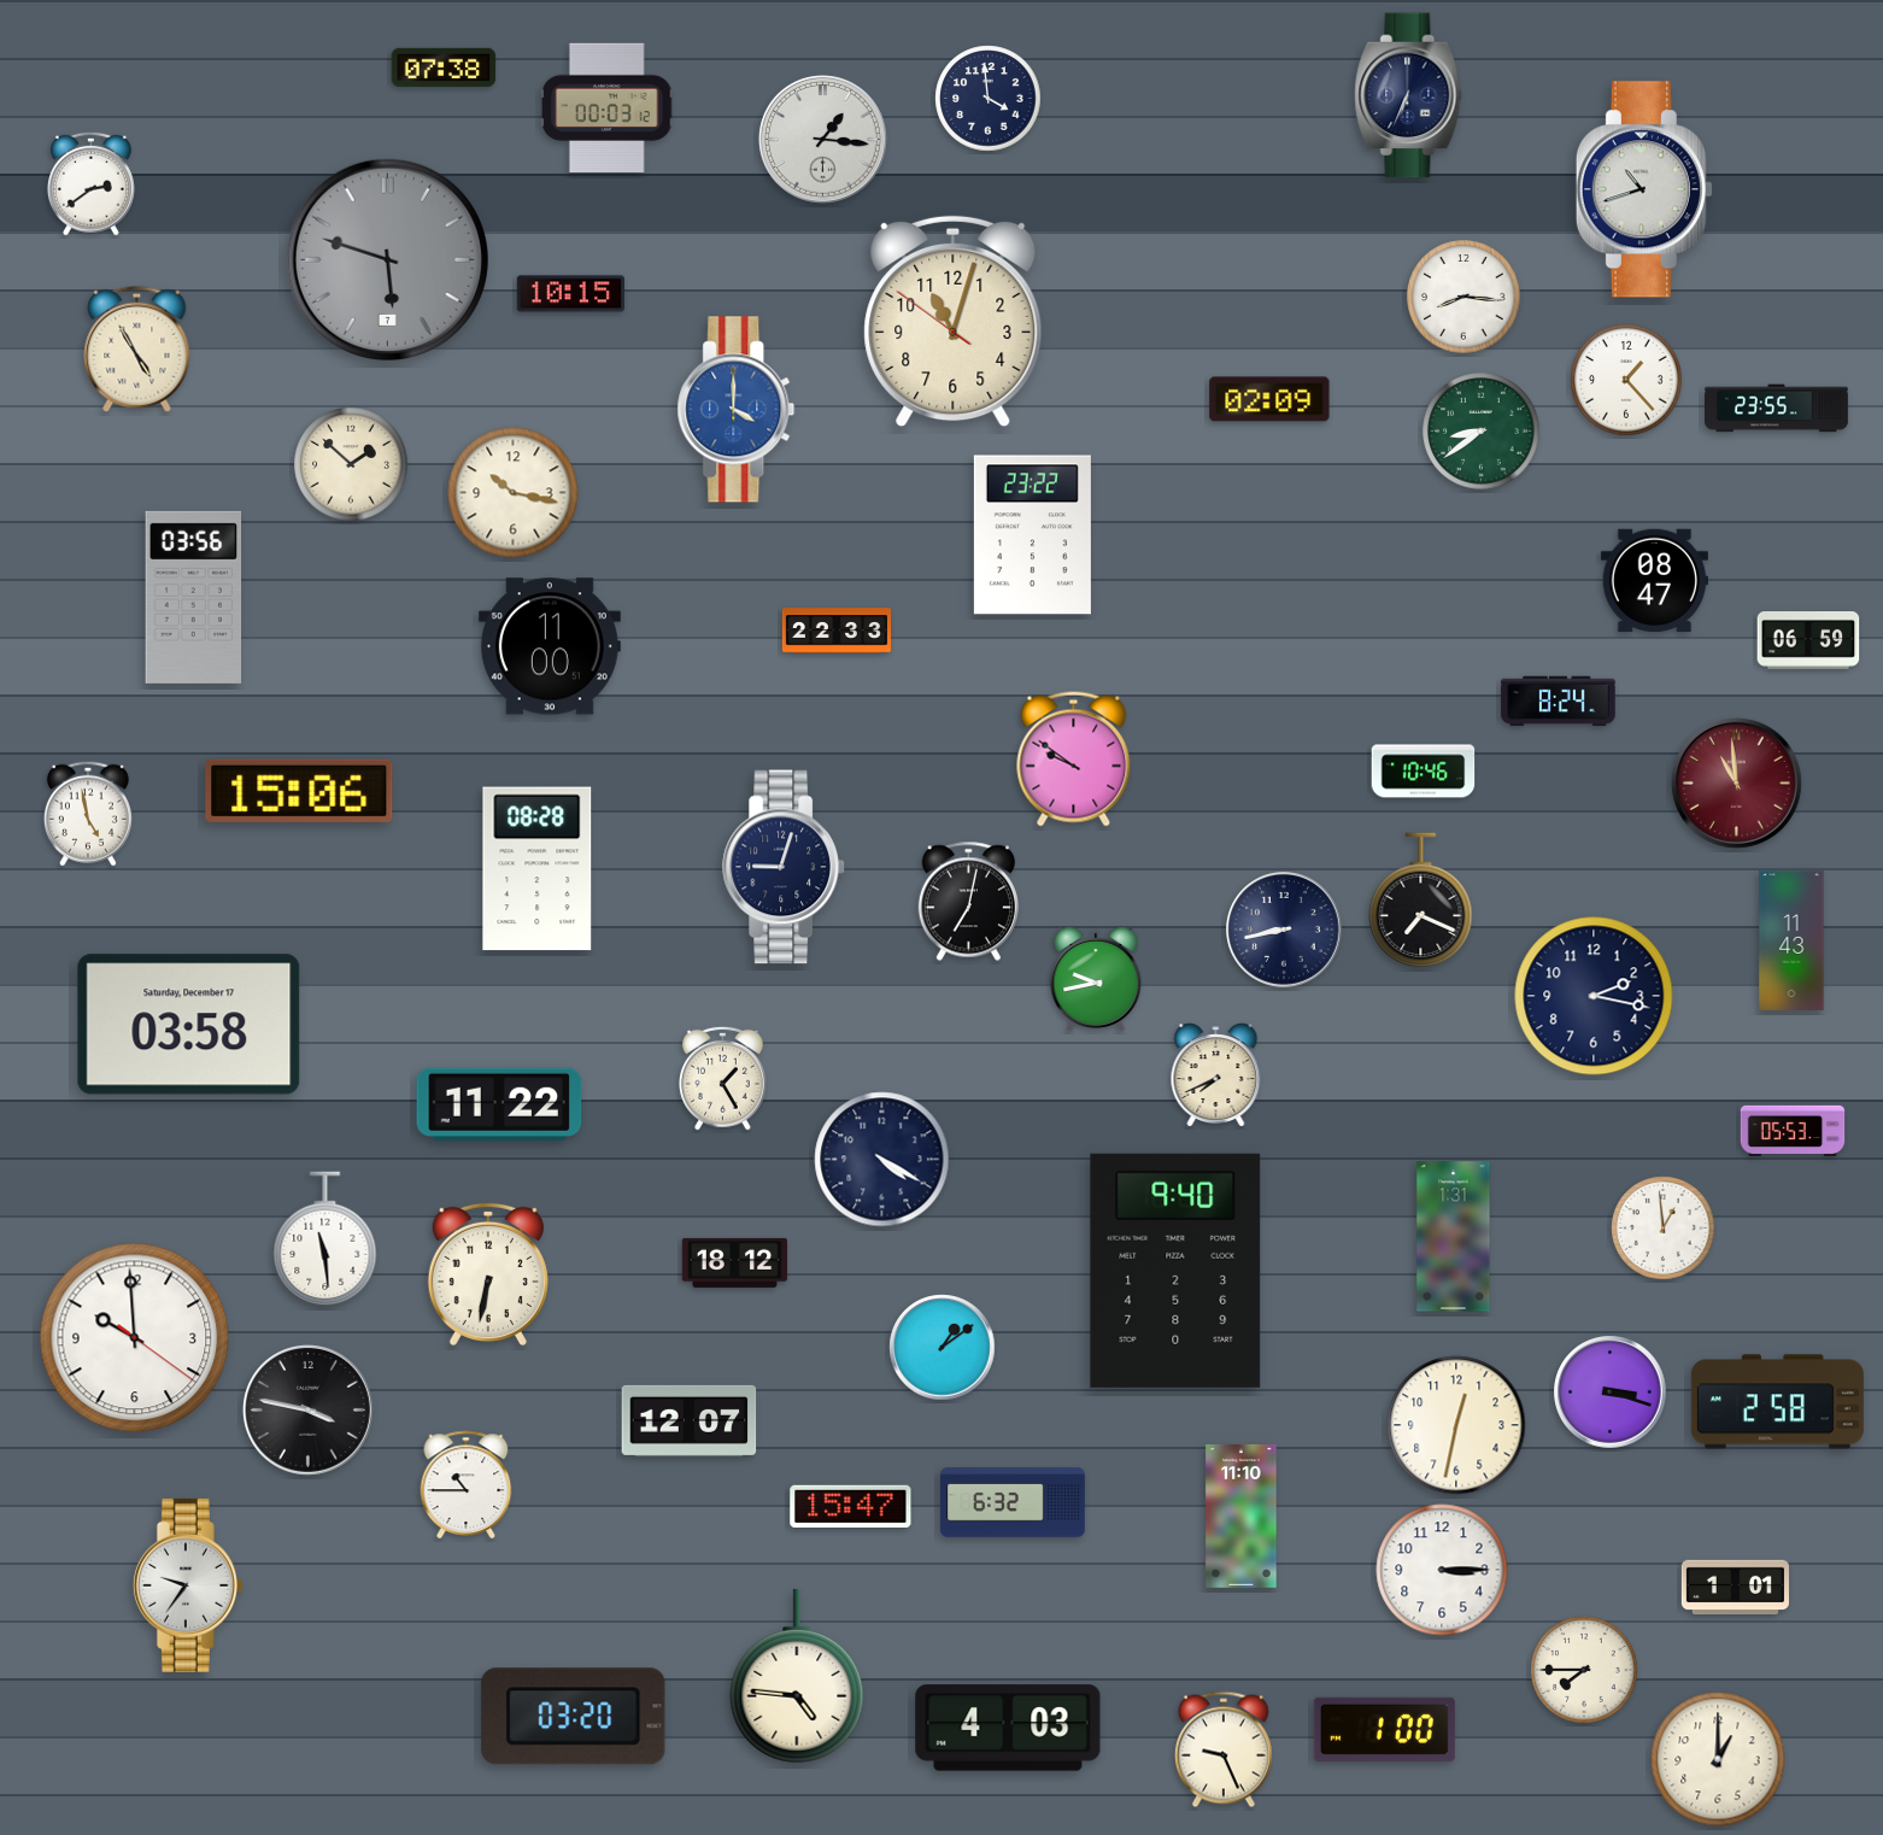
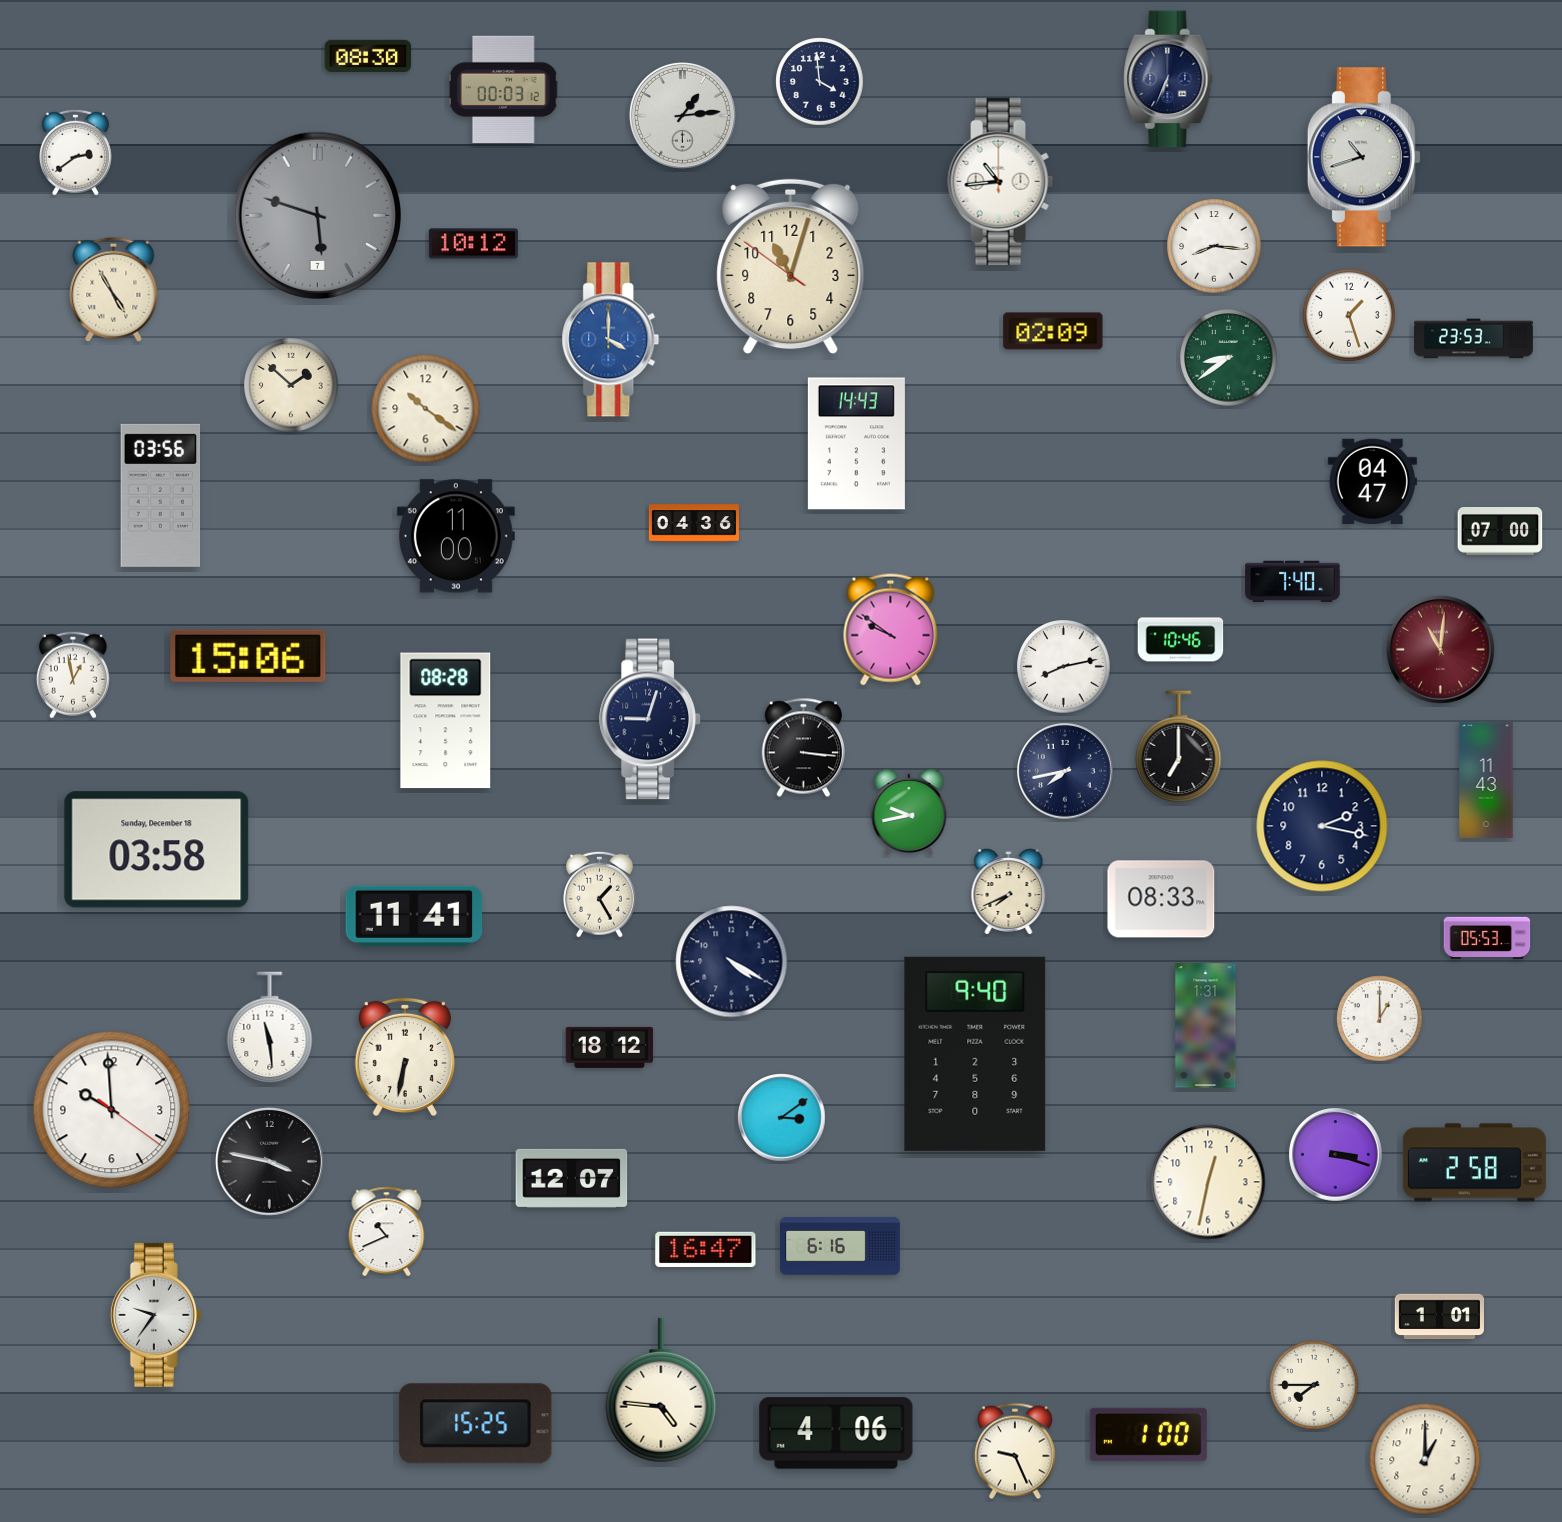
clock at (444, 68): 07:38 -> 08:30
clock at (822, 139): 1:16 -> 1:14
clock at (1001, 181): none -> 10:44
clock at (387, 259) position: (387, 259) -> (317, 215)
clock at (570, 294): 10:15 -> 10:12
clock at (1626, 380): 1:23 -> 1:27
clock at (1777, 409): 23:55 -> 23:53
clock at (514, 493): 10:17 -> 10:21
clock at (1032, 535): 23:22 -> 14:43
clock at (1654, 580): 08:47 -> 04:47
clock at (837, 631): 22:33 -> 04:36
clock at (1808, 641): 06:59 -> 07:00
clock at (1559, 702): 8:24 -> 7:40
clock at (1736, 782): 10:59 -> 11:01
clock at (1064, 667): none -> 8:13
clock at (88, 814): 4:58 -> 12:58
clock at (1421, 899): 7:19 -> 7:00
clock at (968, 902): 7:02 -> 3:16
clock at (1284, 930): 8:43 -> 7:43
clock at (189, 1025) date: Saturday, December 17 -> Sunday, December 18
clock at (1161, 899): none -> 08:33
clock at (499, 1104): 11:22 -> 11:41
clock at (1664, 1229): 12:59 -> 1:00
clock at (943, 1348): 1:09 -> 3:09
clock at (307, 1409) position: (307, 1409) -> (269, 1161)
clock at (467, 1484): 10:45 -> 10:41
clock at (1013, 1502): 6:32 -> 6:16
clock at (851, 1506): 15:47 -> 16:47
clock at (1242, 1516): 11:10 -> none
clock at (1442, 1570): 3:15 -> none
clock at (574, 1717): 03:20 -> 15:25
clock at (1008, 1728): 4:03 -> 4:06
